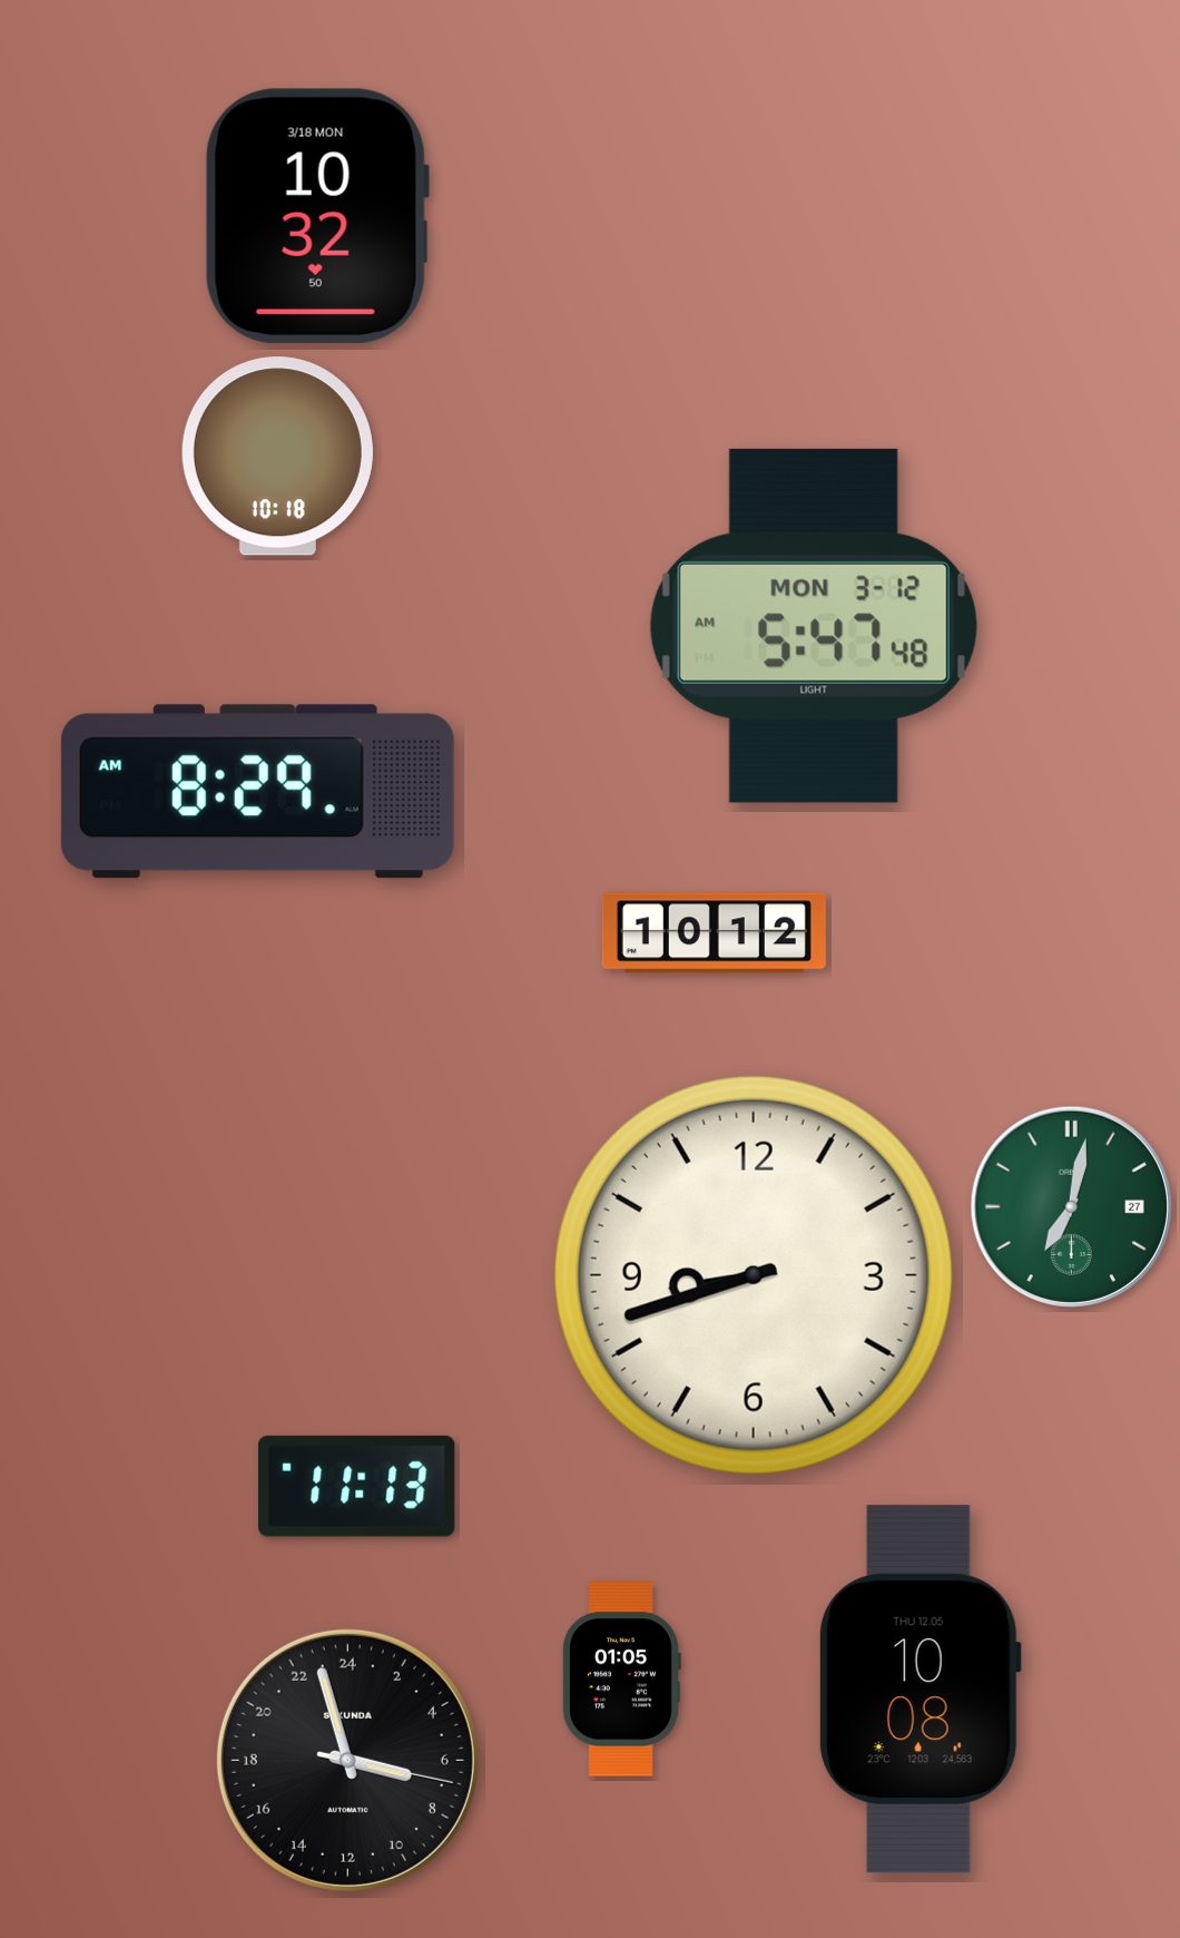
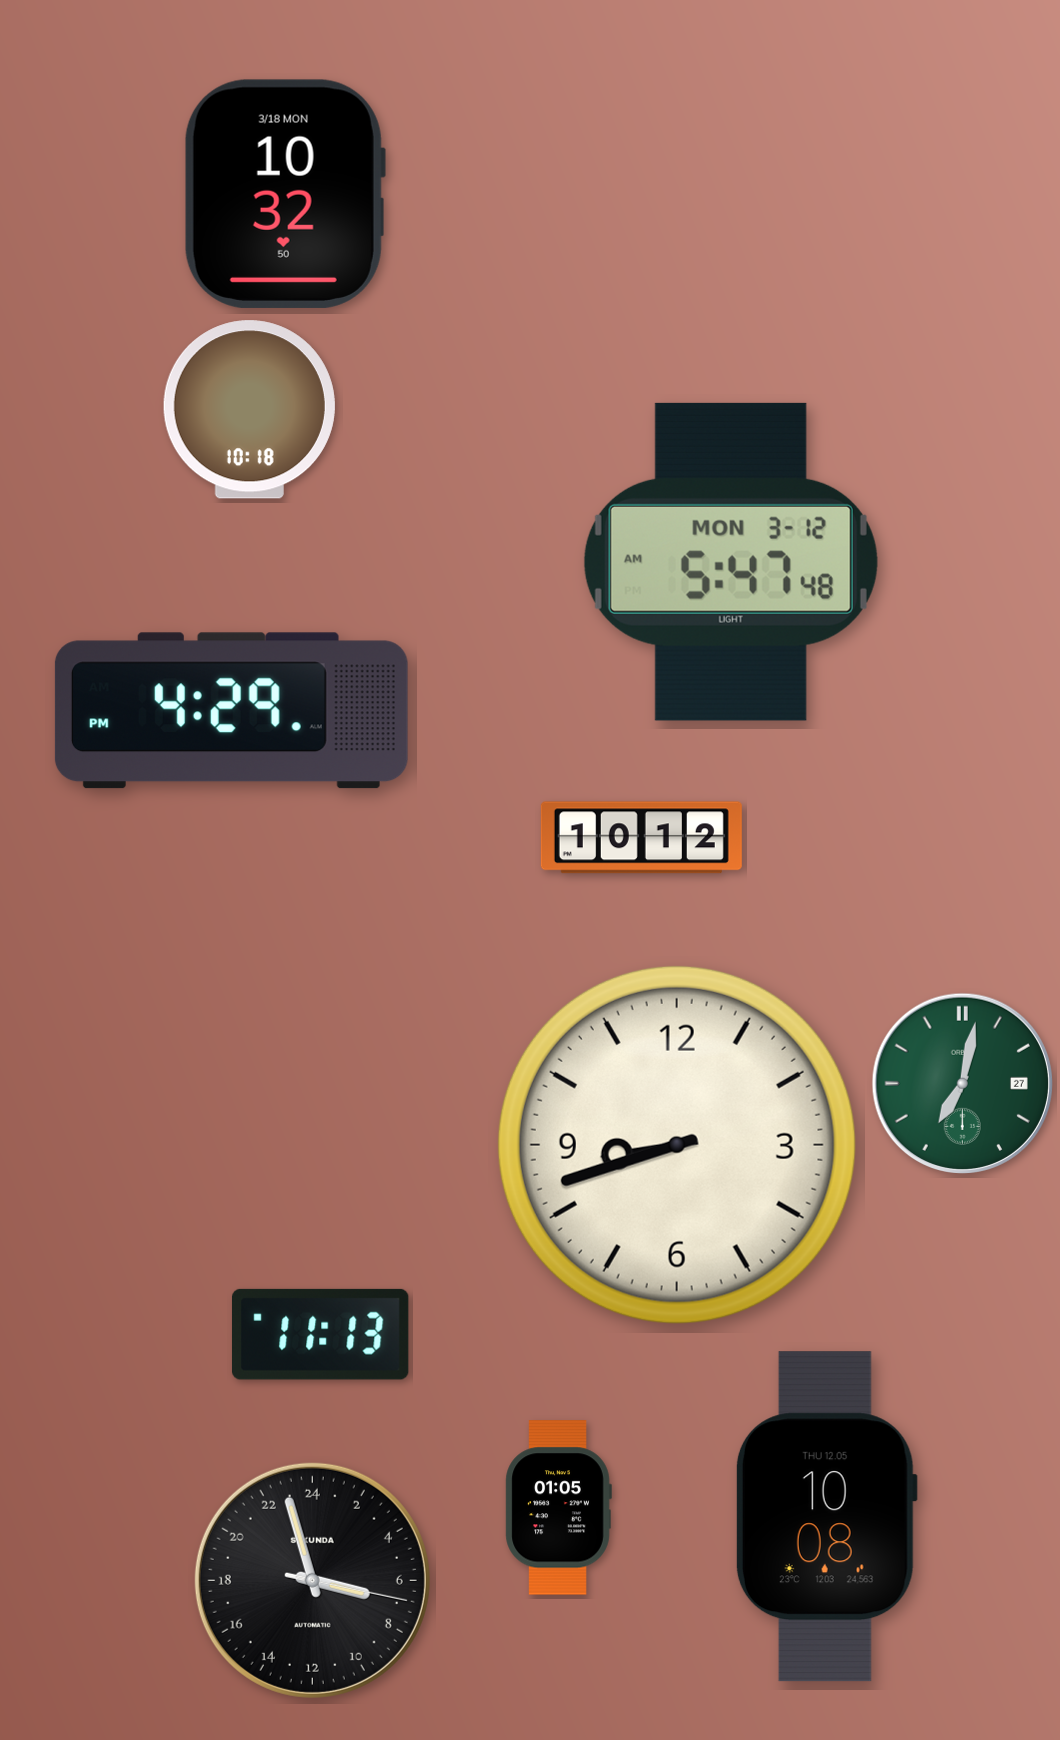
clock at (257, 792): 8:29 -> 4:29
